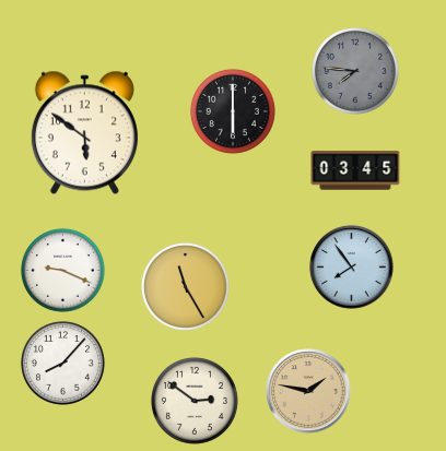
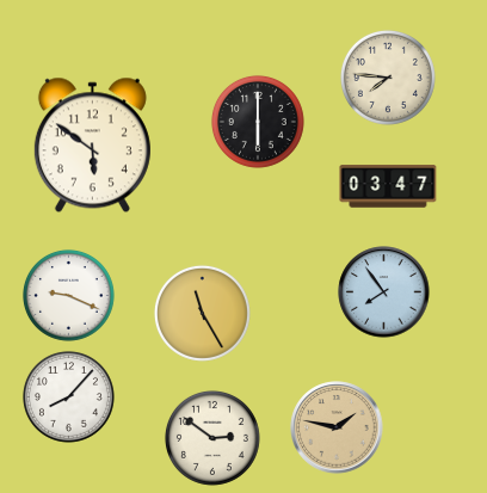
clock at (355, 71) dial: grey -> cream
clock at (233, 111) position: (233, 111) -> (258, 122)
clock at (355, 170): 03:45 -> 03:47
